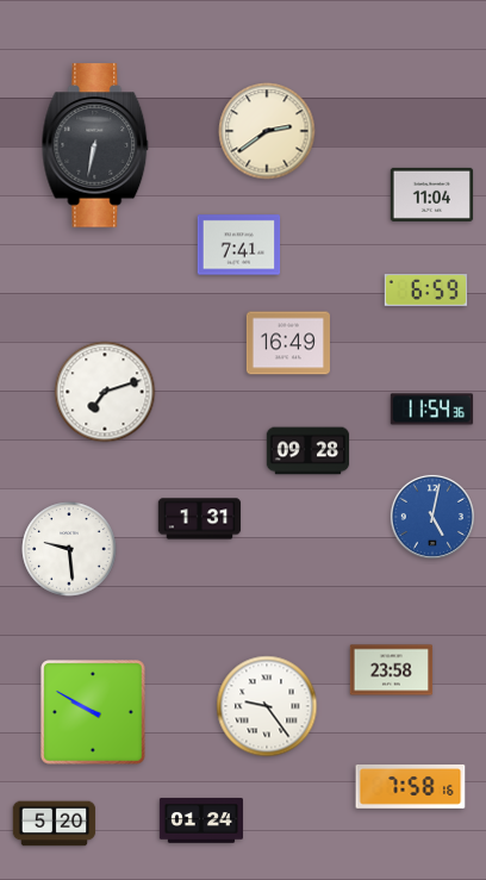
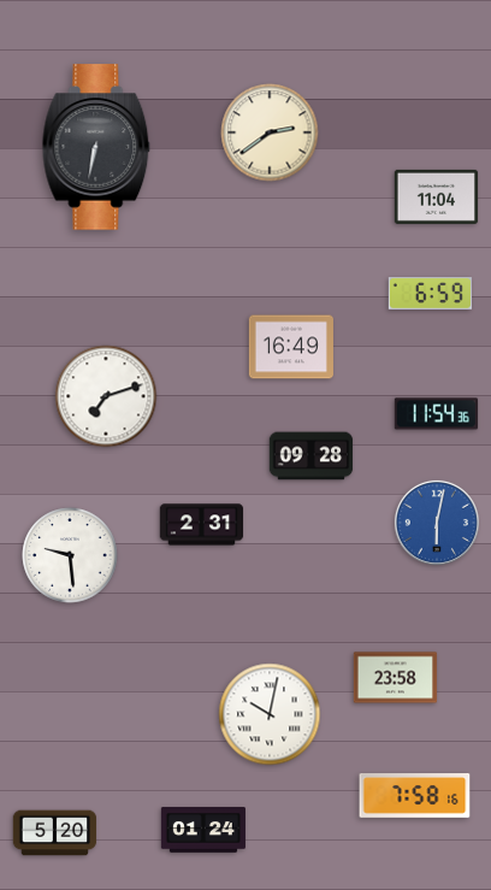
clock at (239, 245): 7:41 -> none
clock at (432, 517): 5:02 -> 6:02
clock at (200, 519): 1:31 -> 2:31
clock at (267, 706): 9:24 -> 10:02
clock at (93, 712): 9:50 -> none
